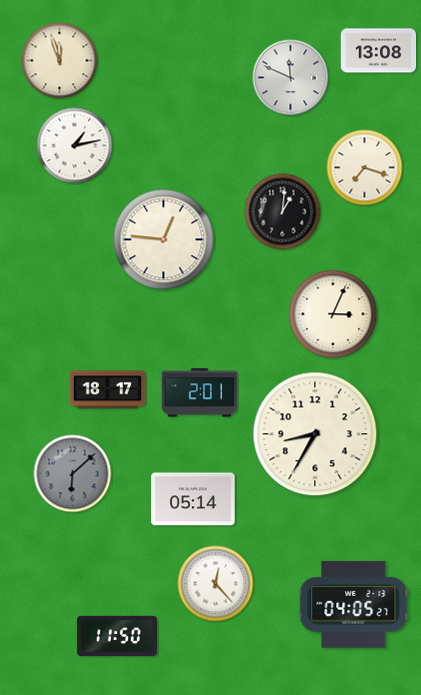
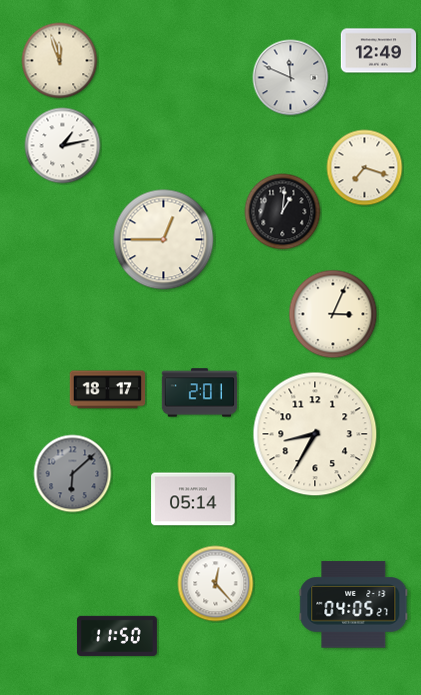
clock at (379, 51): 13:08 -> 12:49
clock at (75, 146) position: (75, 146) -> (63, 146)
clock at (164, 240): 12:46 -> 12:45
